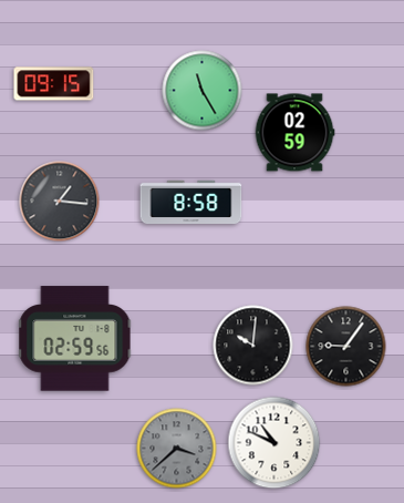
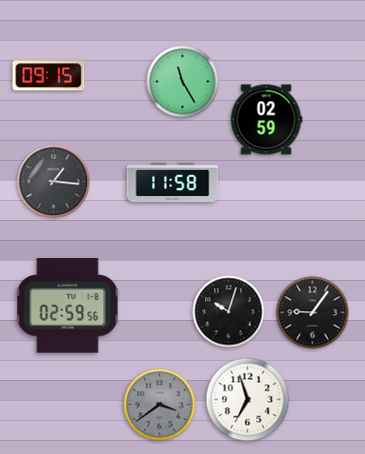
clock at (191, 202): 8:58 -> 11:58
clock at (253, 346): 10:01 -> 10:03
clock at (274, 443): 10:49 -> 6:57
clock at (177, 449): 3:38 -> 3:39
